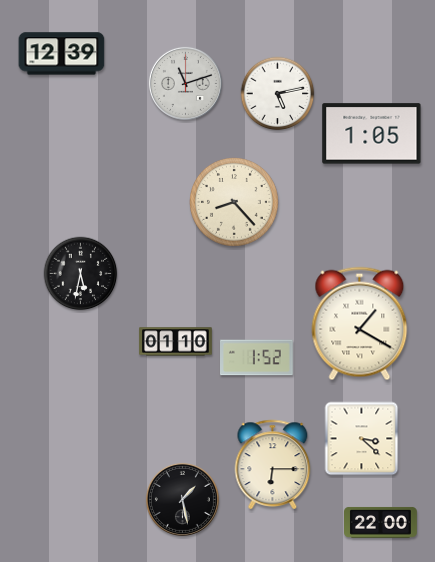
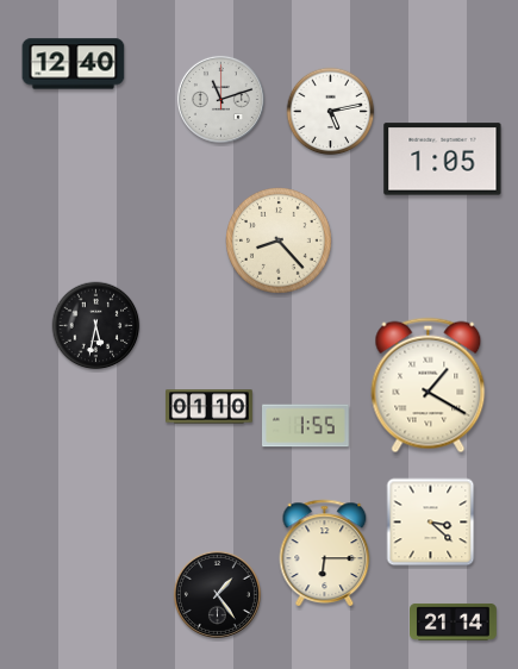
clock at (62, 54): 12:39 -> 12:40
clock at (257, 358): 1:52 -> 1:55
clock at (182, 499): 1:28 -> 1:24
clock at (381, 522): 22:00 -> 21:14
